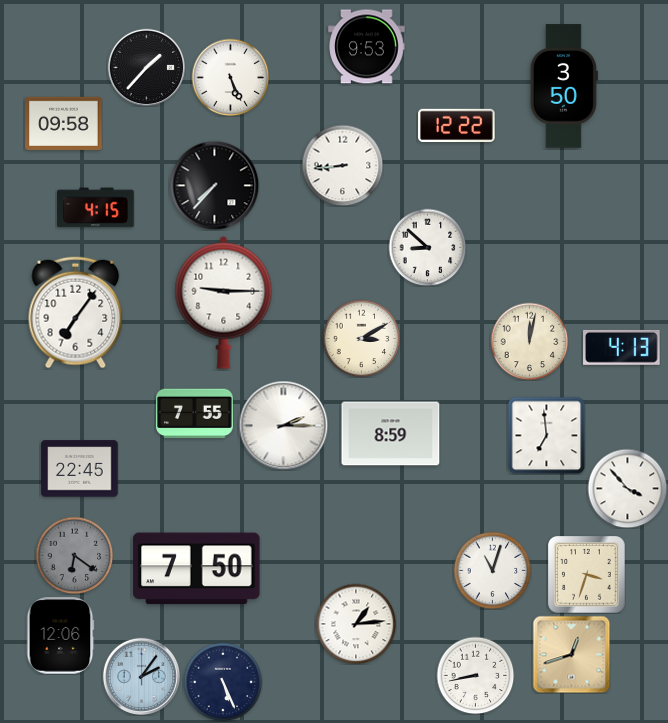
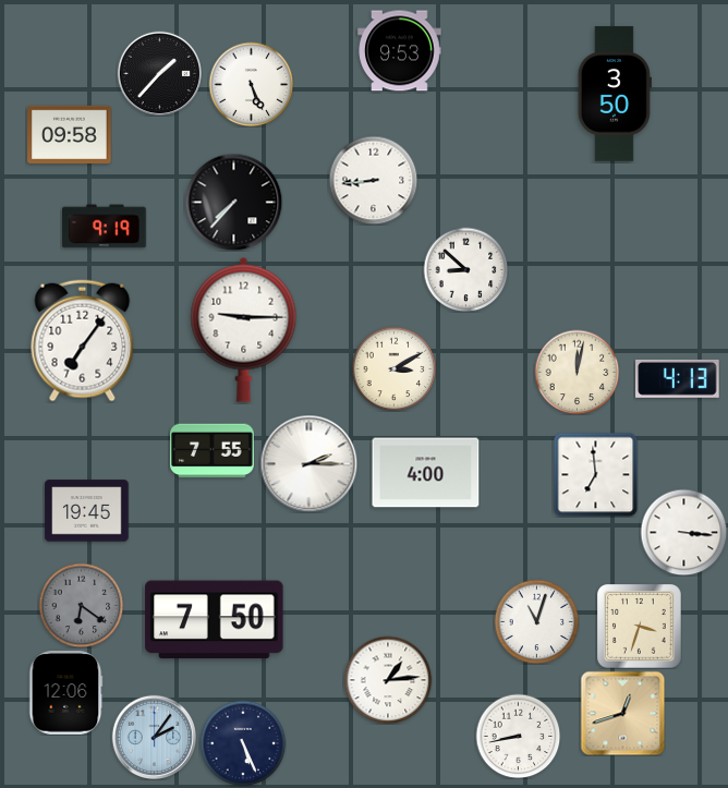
clock at (457, 125): 12:22 -> none
clock at (96, 208): 4:15 -> 9:19
clock at (391, 434): 8:59 -> 4:00
clock at (80, 469): 22:45 -> 19:45
clock at (627, 488): 3:53 -> 3:16
